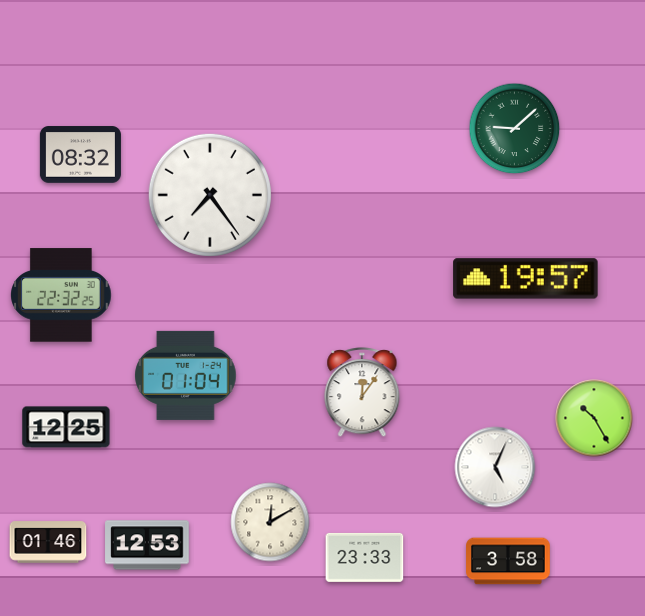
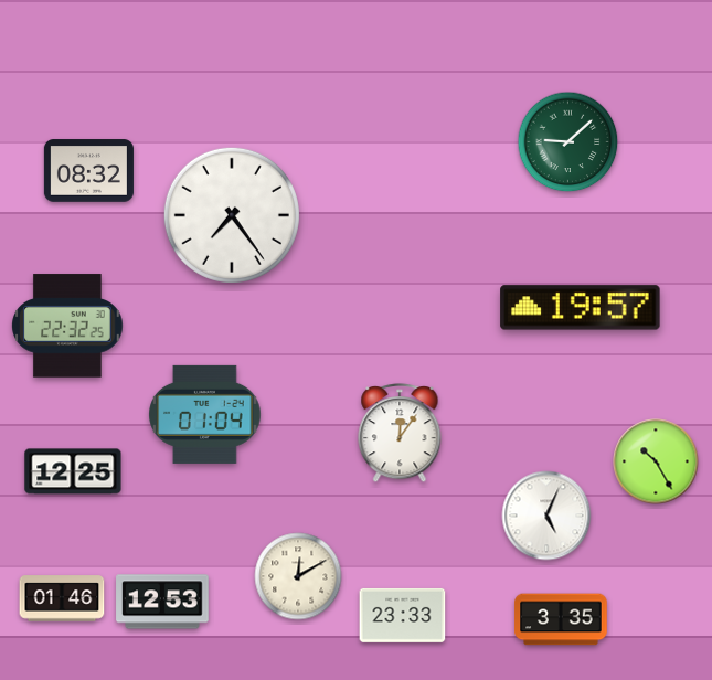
clock at (48, 542) position: (48, 542) -> (62, 598)
clock at (508, 561): 3:58 -> 3:35
